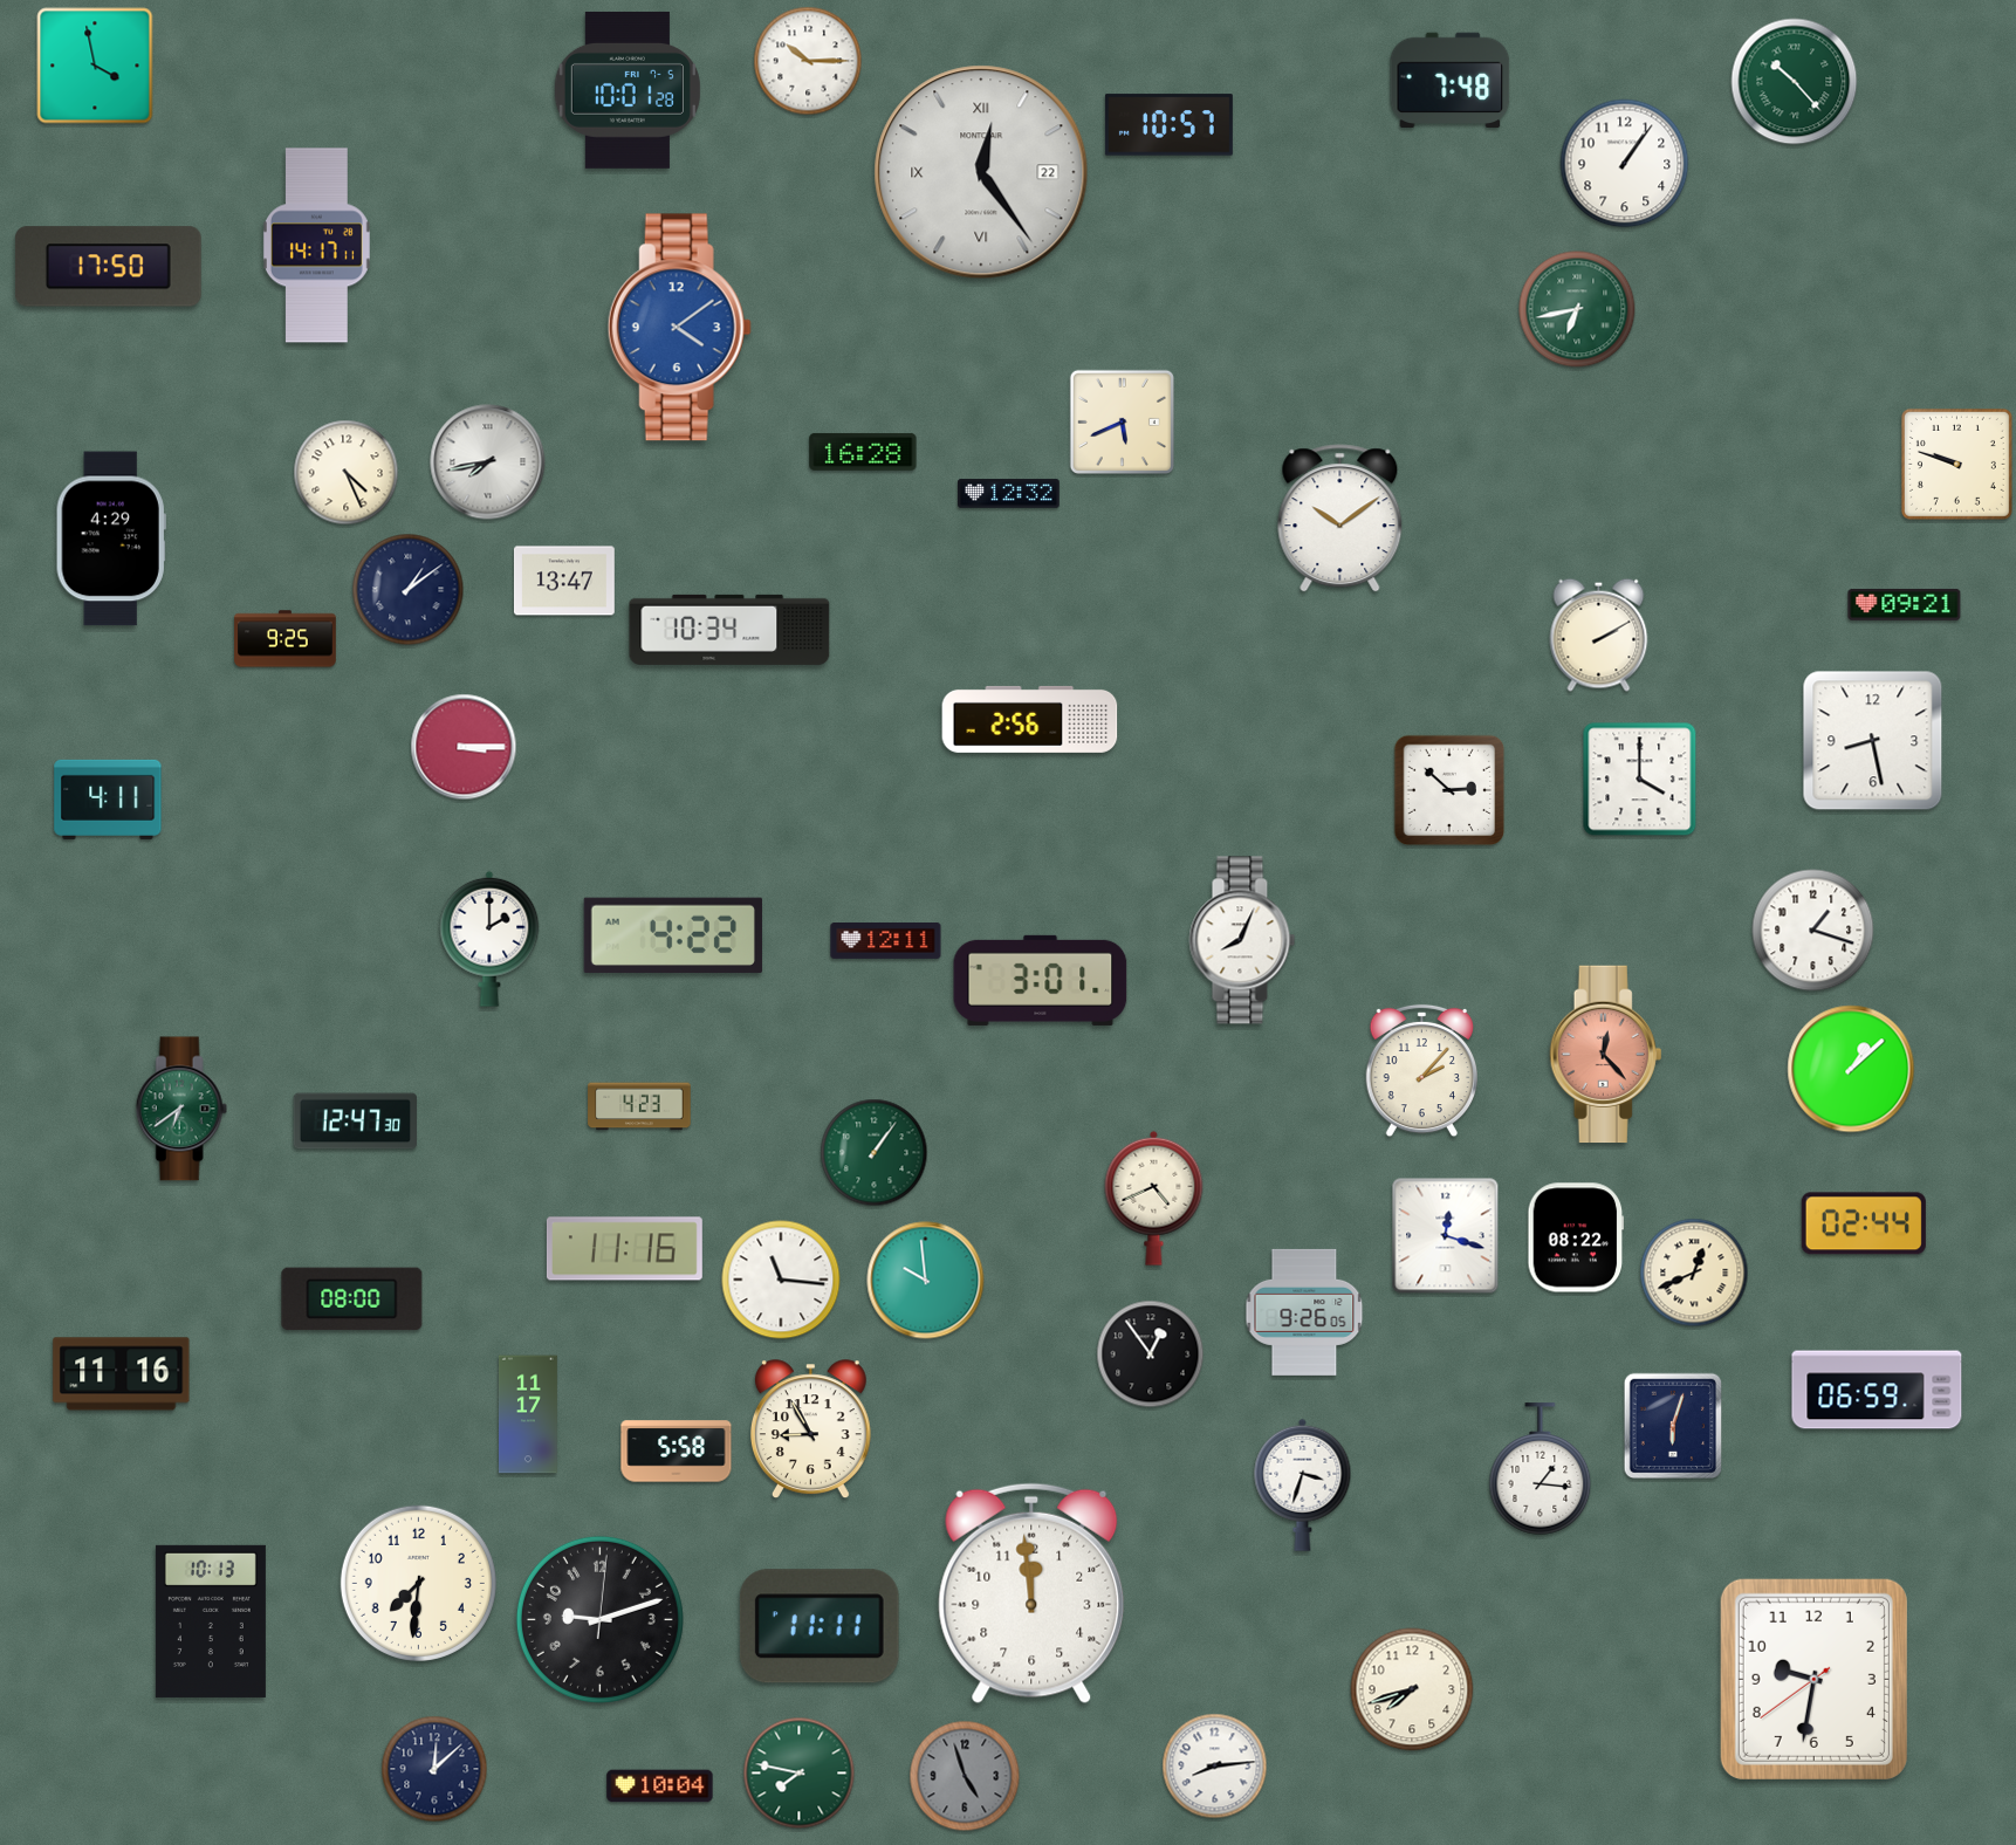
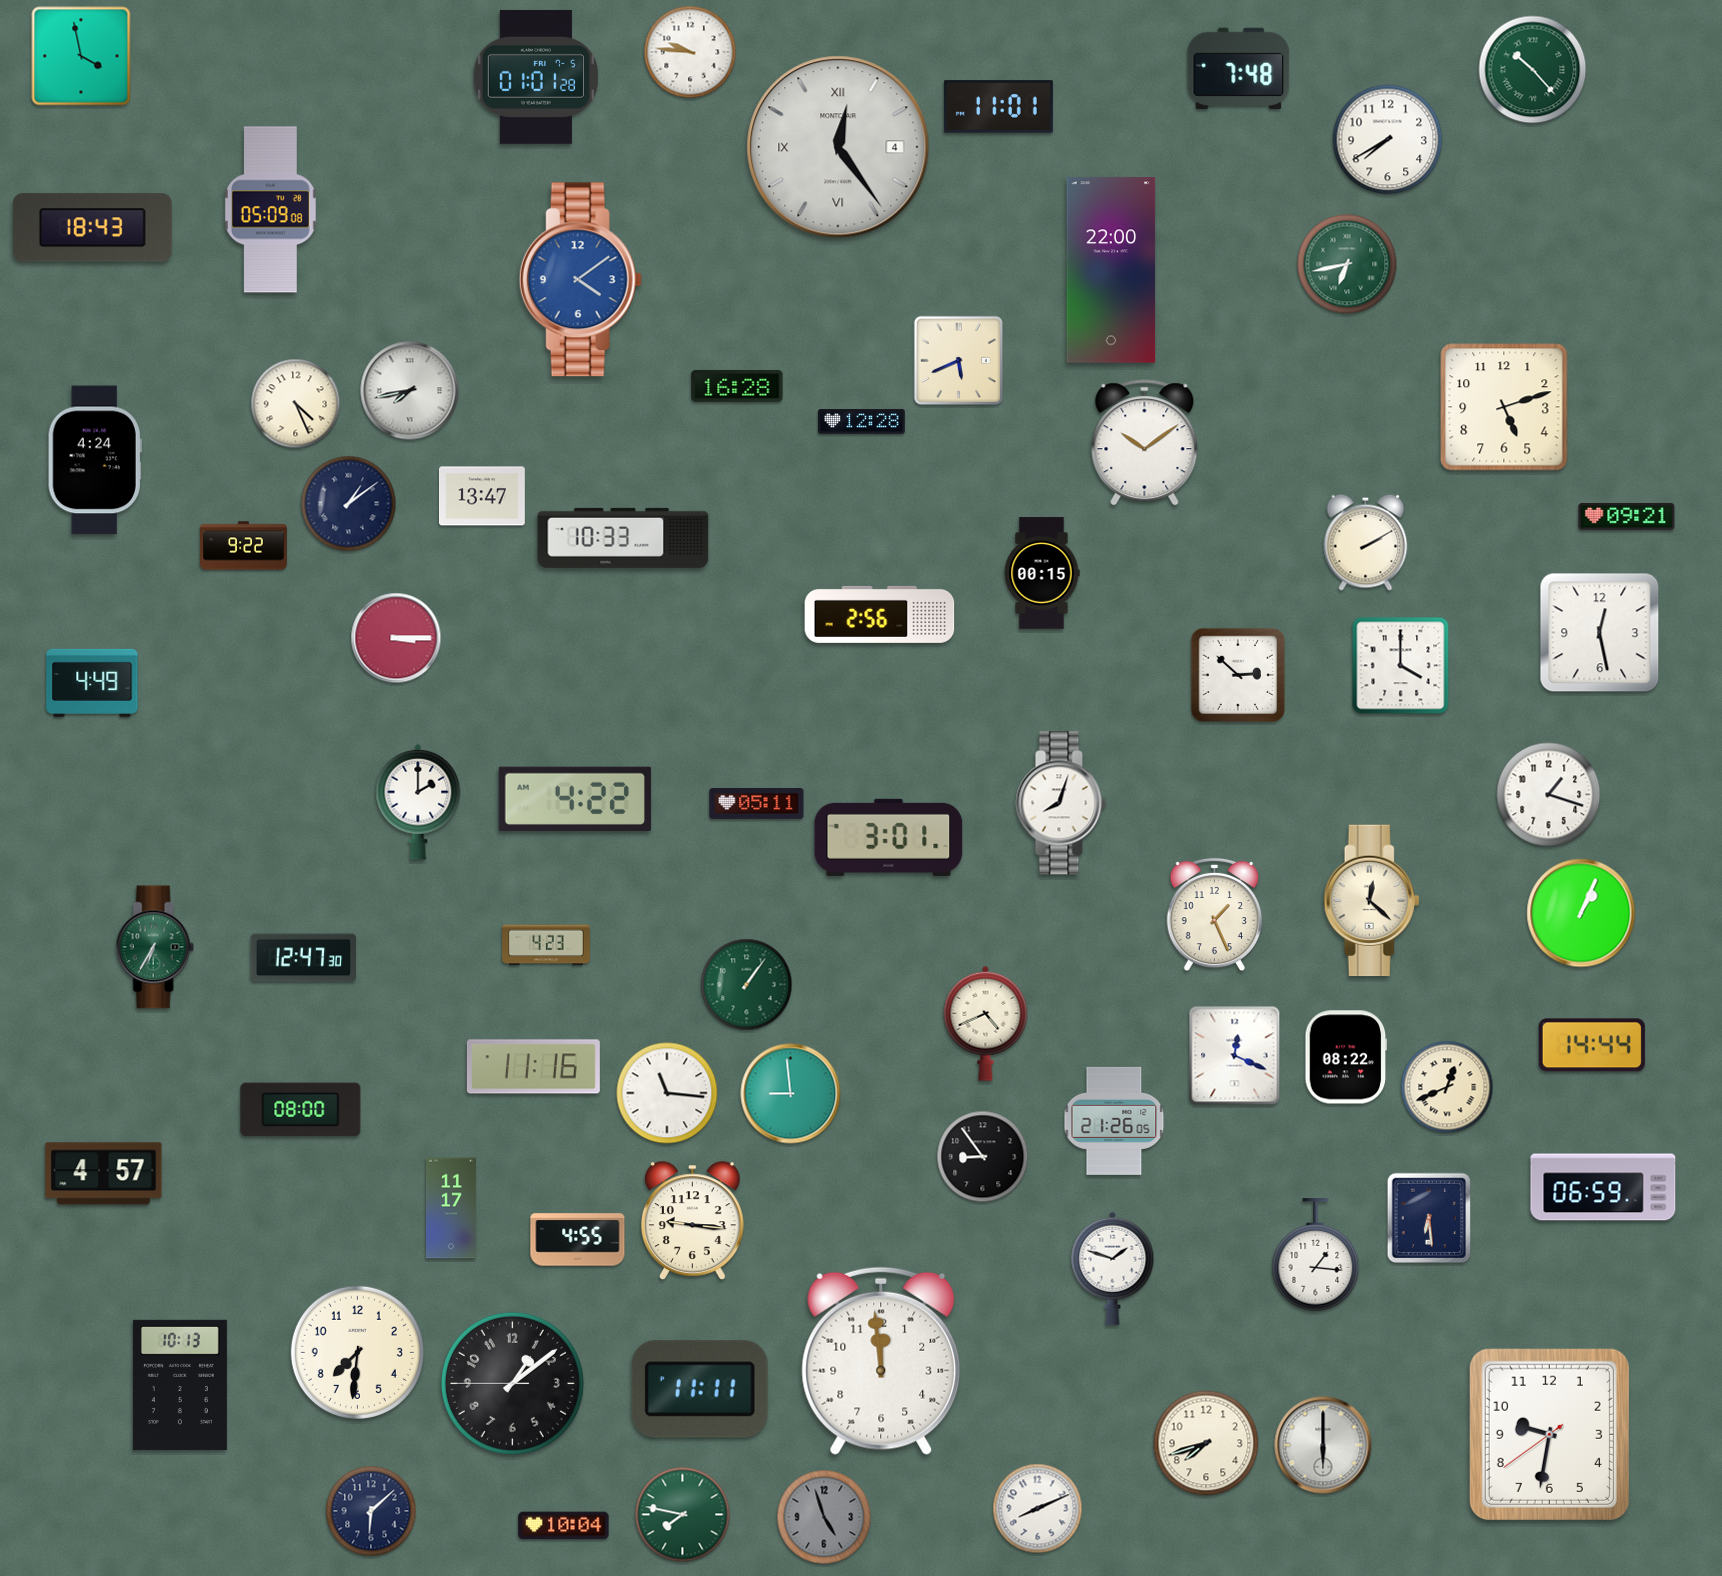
clock at (808, 61): 10:15 -> 9:46
clock at (628, 90): 10:01 -> 01:01
clock at (1168, 125): 10:57 -> 11:01
clock at (1625, 164): 1:06 -> 7:40
clock at (981, 172) date: 22 -> 4
clock at (316, 246): 14:17 -> 05:09
clock at (108, 267): 17:50 -> 18:43
clock at (1111, 270): none -> 22:00
clock at (488, 462) position: (488, 462) -> (410, 391)
clock at (1956, 464): 9:48 -> none
clock at (1504, 407): none -> 5:12
clock at (1009, 494): 12:32 -> 12:28
clock at (111, 539): 4:29 -> 4:24
clock at (729, 630): 10:34 -> 10:33
clock at (286, 639): 9:25 -> 9:22
clock at (1042, 573): none -> 00:15
clock at (1873, 741): 8:28 -> 12:28
clock at (108, 800): 4:11 -> 4:49
clock at (1242, 940): 8:04 -> 8:03
clock at (886, 941): 12:11 -> 05:11
clock at (1606, 1055): 12:23 -> 12:22
clock at (1606, 1055) dial: salmon -> cream
clock at (1851, 1069): 1:08 -> 1:04
clock at (1421, 1071): 2:07 -> 1:26
clock at (181, 1109): 6:39 -> 6:35
clock at (1864, 1223): 02:44 -> 14:44
clock at (1446, 1236): 12:18 -> 12:19
clock at (926, 1281): 9:59 -> 8:59
clock at (1304, 1312): 9:26 -> 21:26
clock at (1151, 1354): 12:54 -> 8:54
clock at (122, 1374): 11:16 -> 4:57
clock at (1673, 1426): 6:03 -> 6:29
clock at (810, 1429): 8:55 -> 9:16
clock at (677, 1452): 5:58 -> 4:55
clock at (1303, 1484): 3:33 -> 1:48
clock at (599, 1619): 9:12 -> 1:08
clock at (1323, 1445): none -> 6:00
clock at (1215, 1767): 8:14 -> 8:11
clock at (434, 1769): 12:08 -> 6:08
